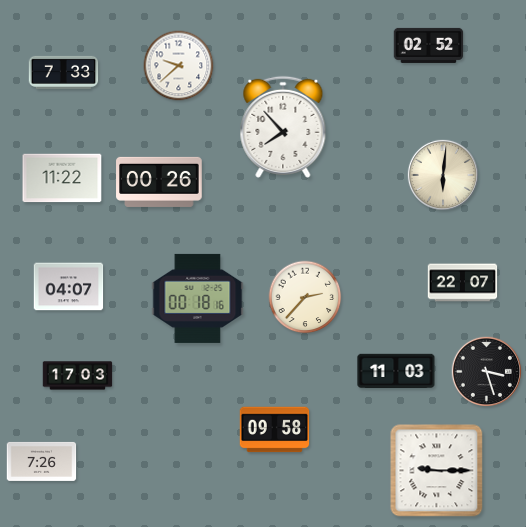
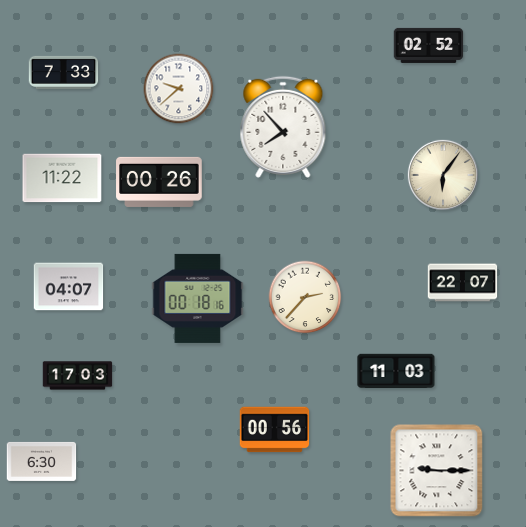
clock at (179, 66) position: (179, 66) -> (179, 89)
clock at (443, 175): 6:01 -> 6:06
clock at (486, 371): 3:27 -> none
clock at (275, 430): 09:58 -> 00:56
clock at (42, 461): 7:26 -> 6:30
